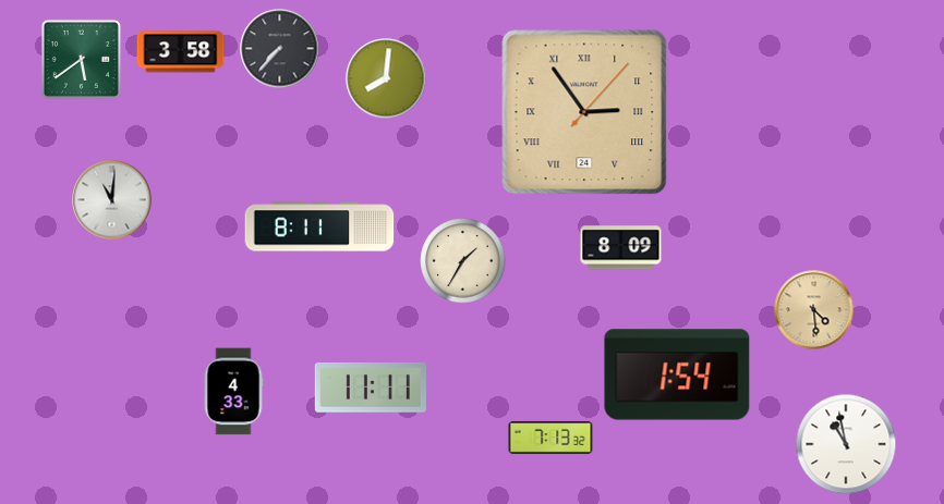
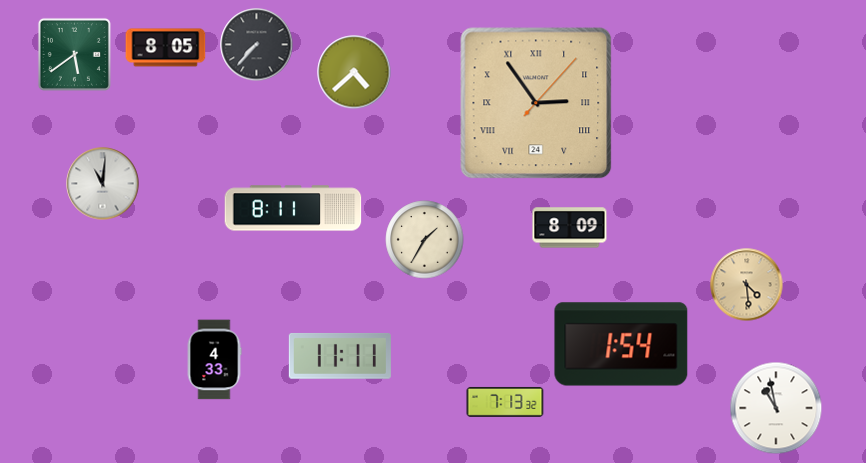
clock at (181, 52): 3:58 -> 8:05
clock at (386, 78): 8:01 -> 4:38
